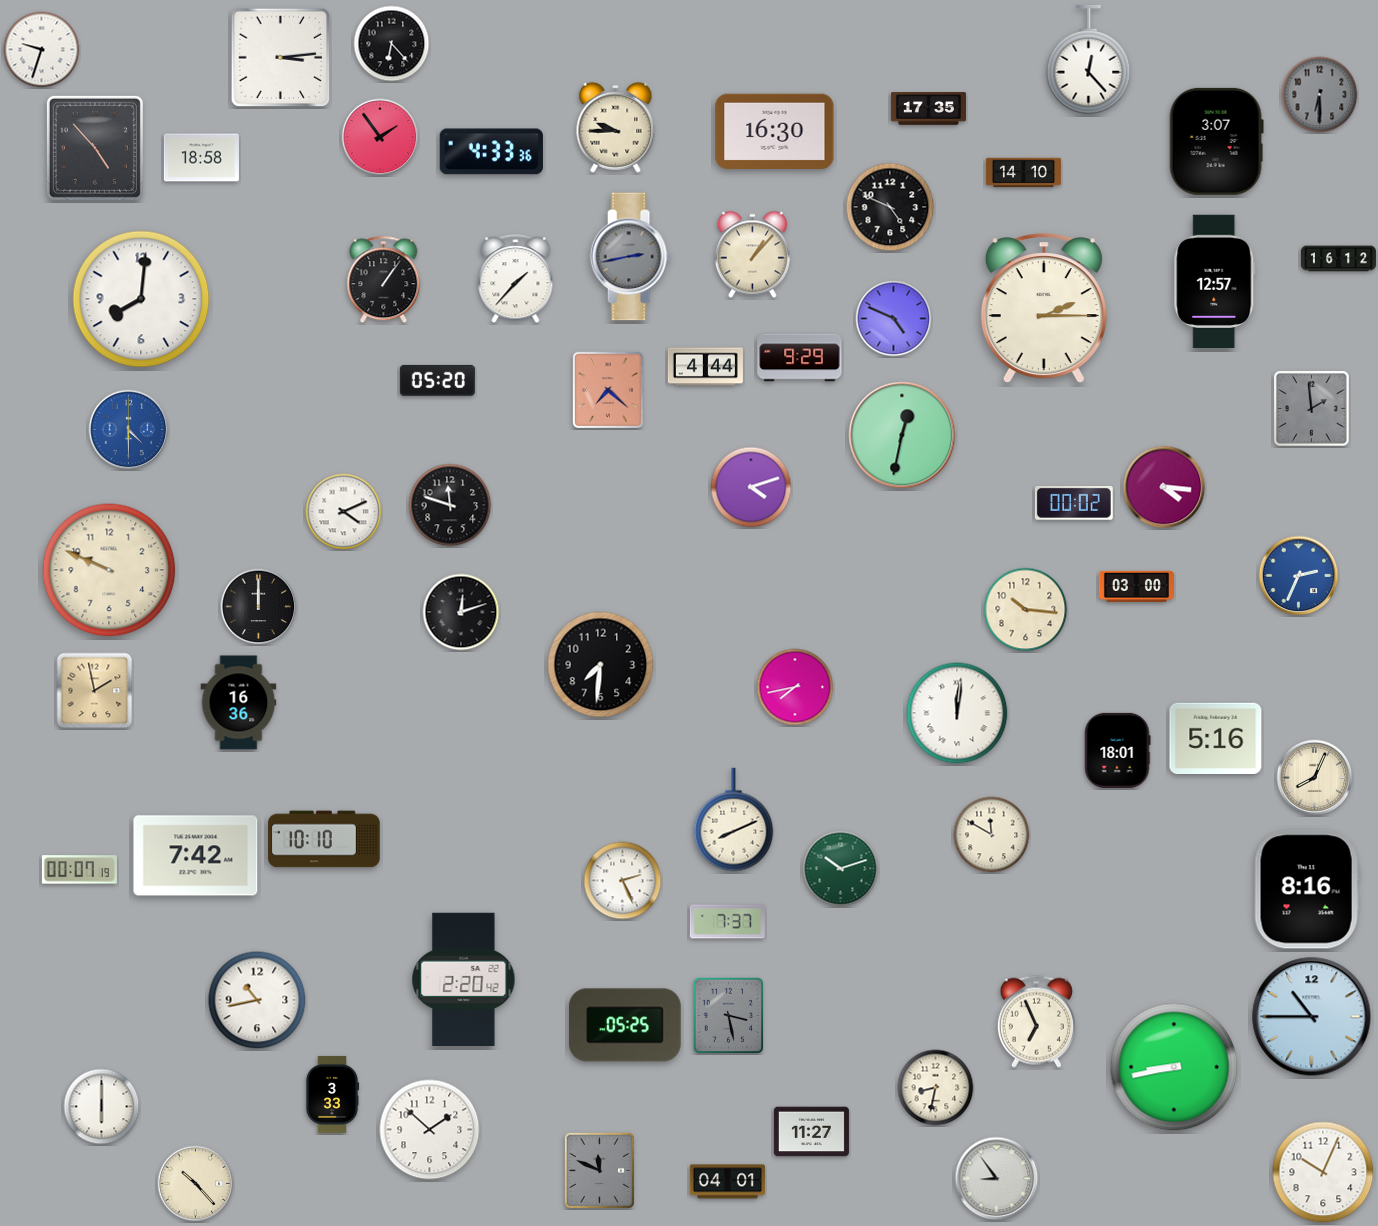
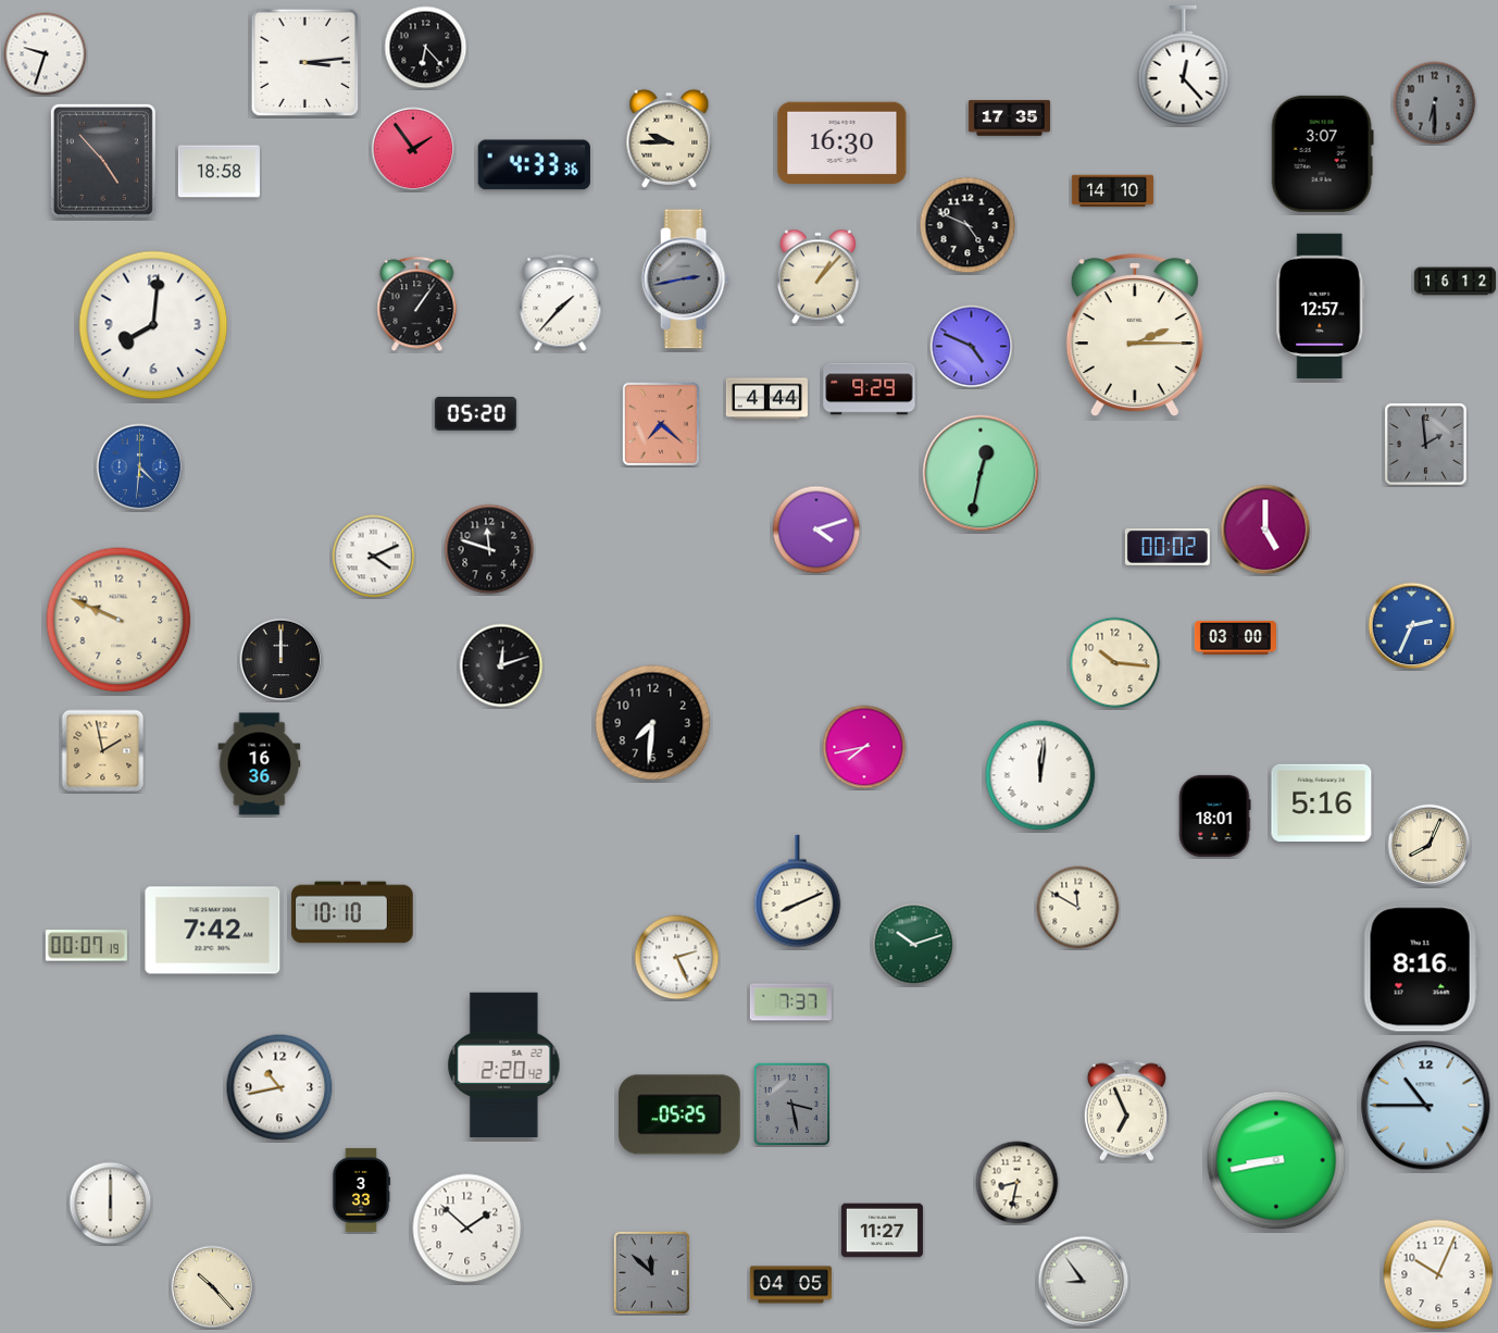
clock at (1023, 173) position: (1023, 173) -> (1112, 191)
clock at (129, 430): 4:30 -> 4:31
clock at (1164, 487): 4:16 -> 5:00
clock at (599, 1170): 11:49 -> 11:52
clock at (727, 1182): 04:01 -> 04:05
